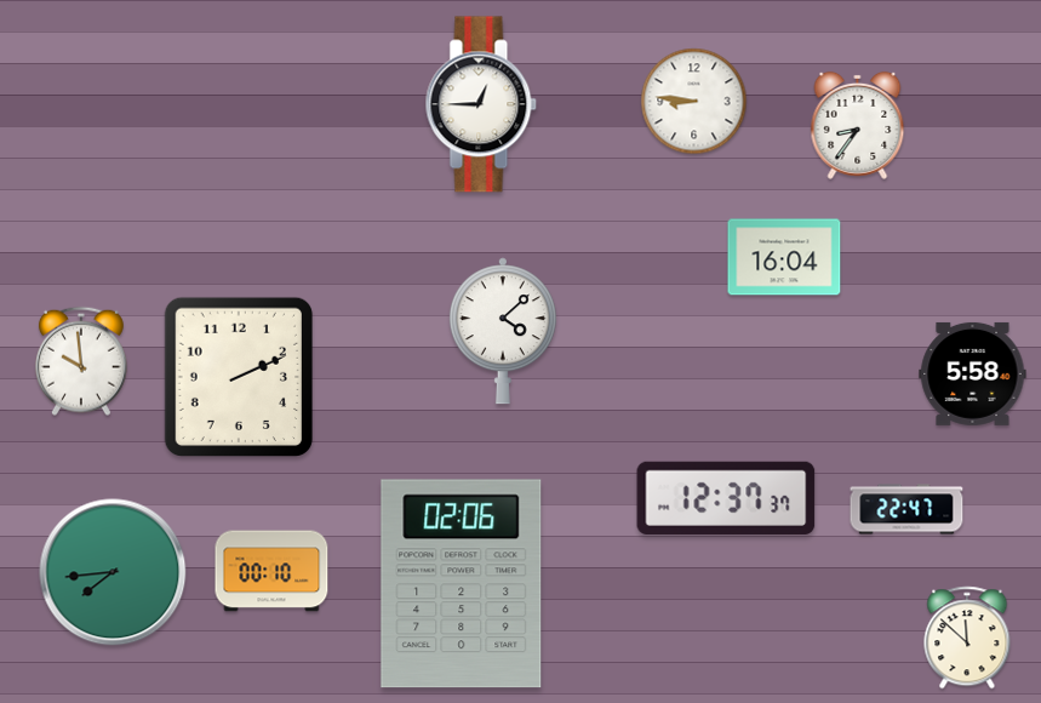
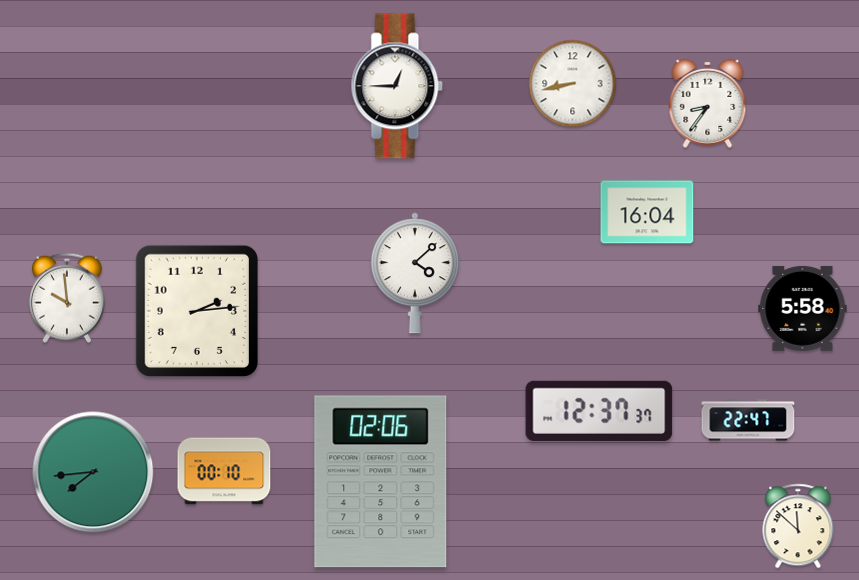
clock at (694, 102): 8:46 -> 8:43
clock at (238, 376): 2:11 -> 2:14
